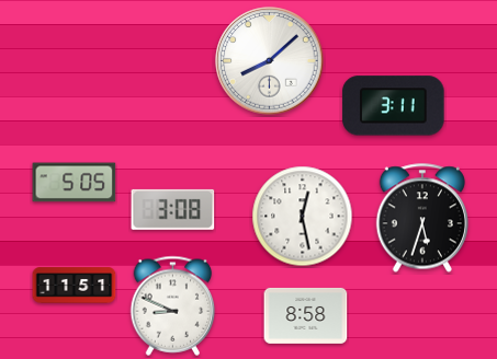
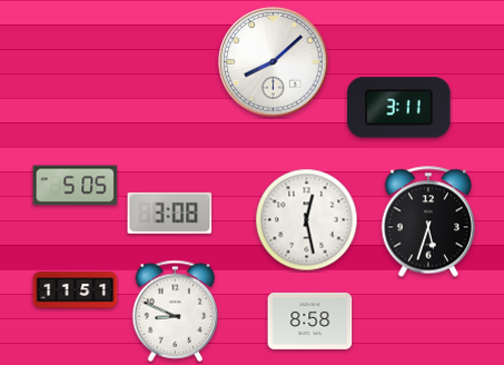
clock at (173, 209) position: (173, 209) -> (170, 213)
